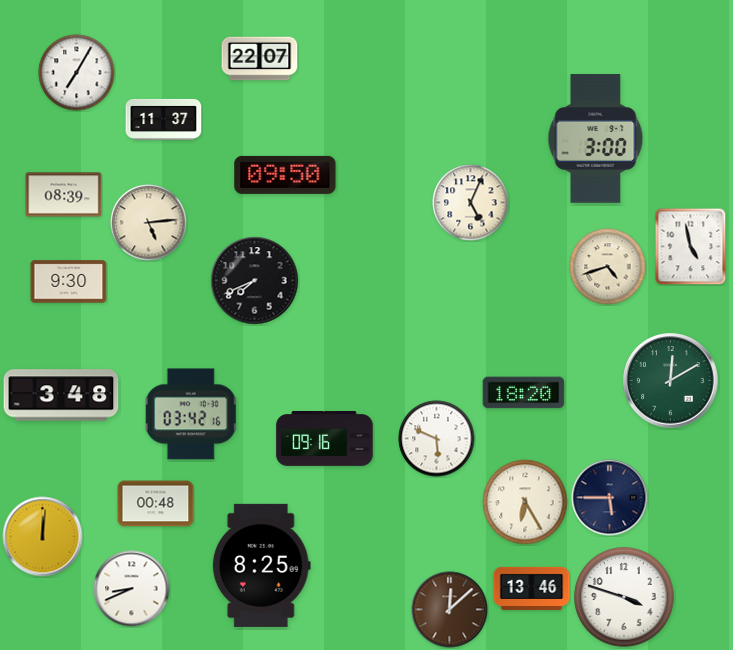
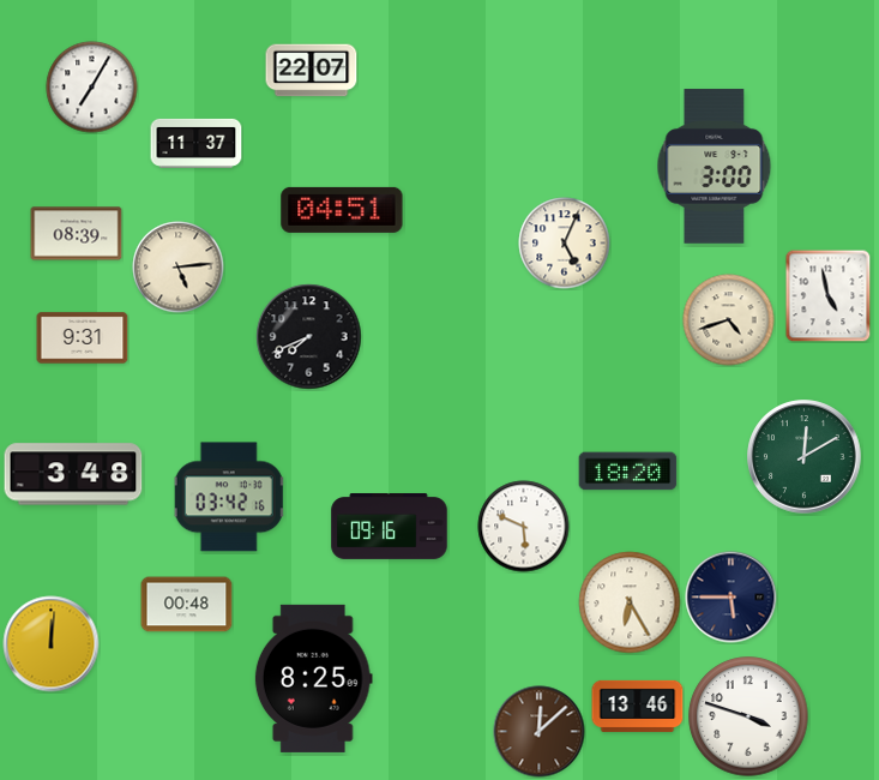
clock at (285, 175): 09:50 -> 04:51
clock at (255, 281) position: (255, 281) -> (309, 337)
clock at (69, 282): 9:30 -> 9:31
clock at (132, 589): 8:41 -> none
